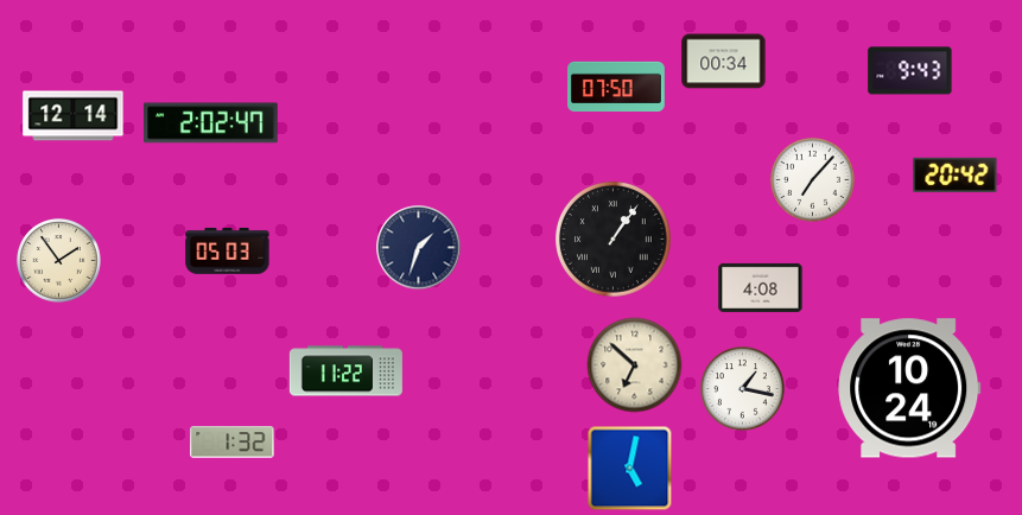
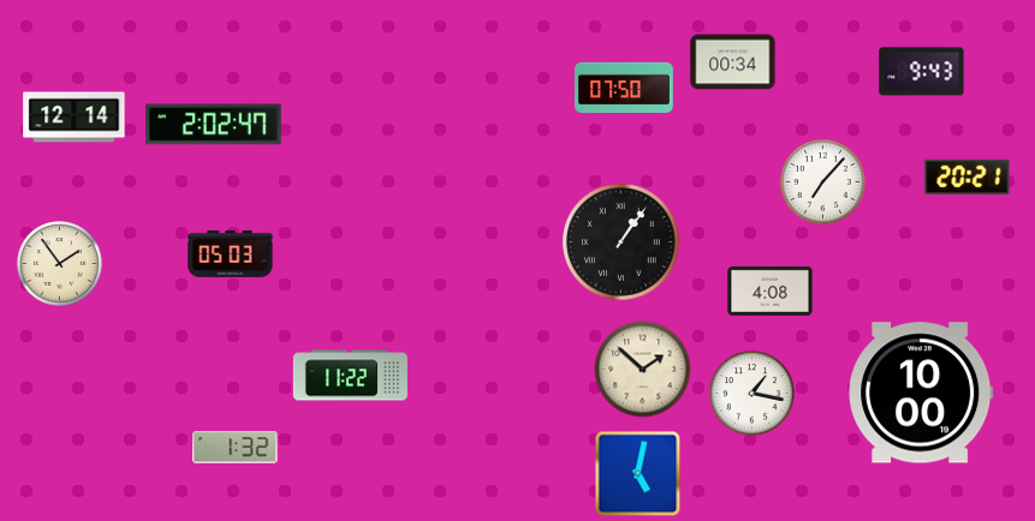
clock at (956, 174): 20:42 -> 20:21
clock at (419, 248): 1:33 -> none
clock at (635, 365): 6:52 -> 1:52
clock at (909, 388): 10:24 -> 10:00
